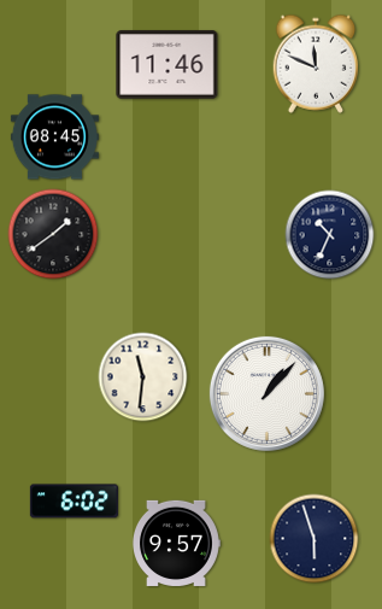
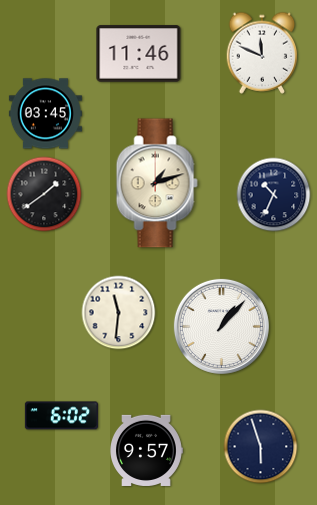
clock at (54, 137): 08:45 -> 03:45
clock at (157, 183): none -> 1:12
